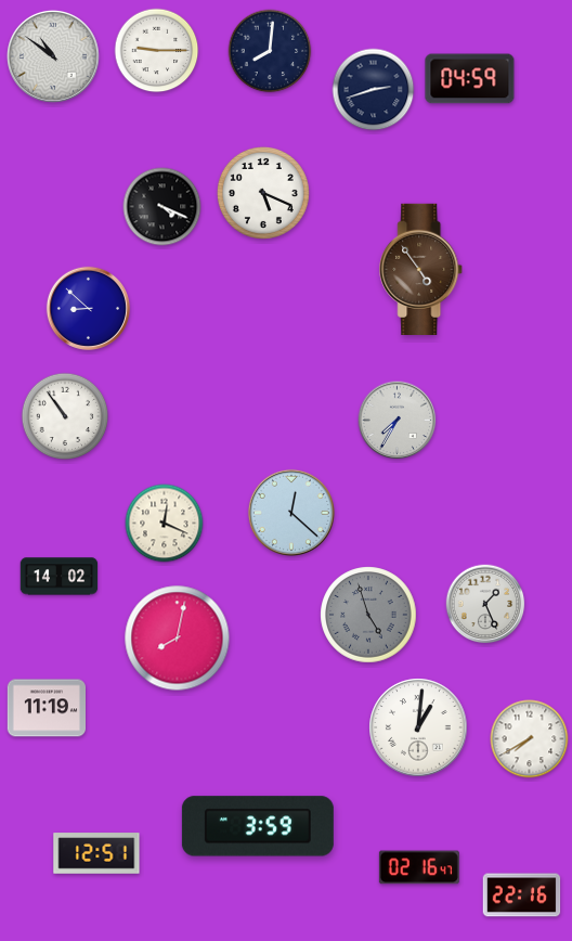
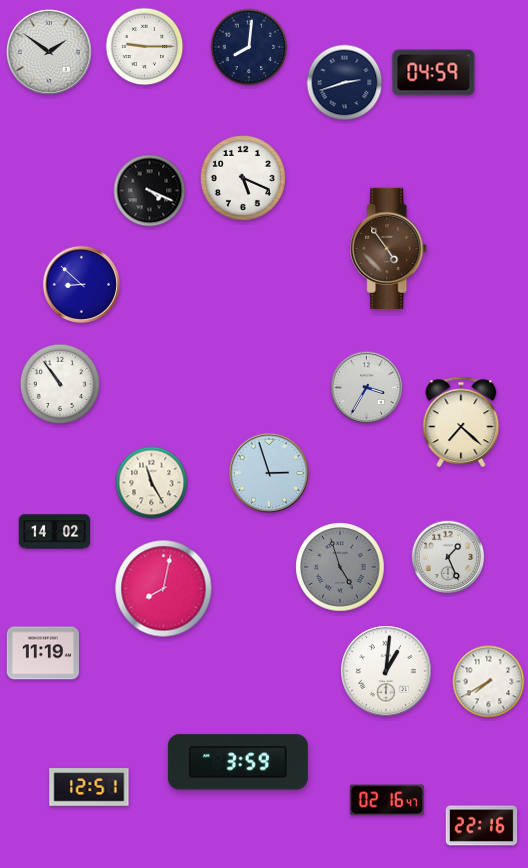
clock at (53, 56): 10:51 -> 1:51
clock at (398, 421): 7:35 -> 3:35
clock at (461, 421): none -> 7:22
clock at (291, 513): 12:22 -> 2:57
clock at (165, 524): 12:19 -> 11:25
